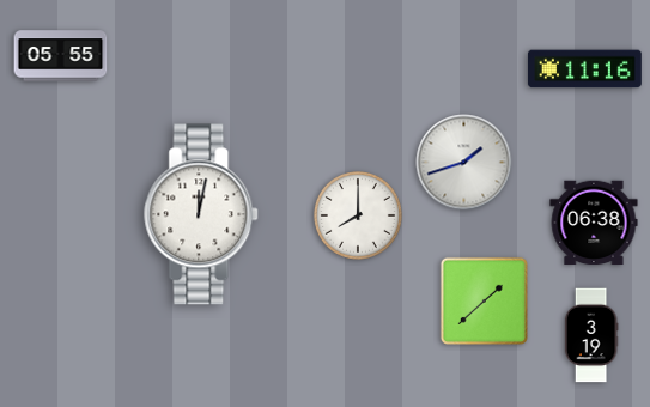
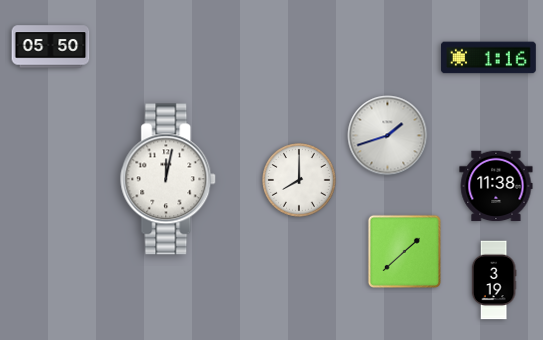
clock at (61, 56): 05:55 -> 05:50
clock at (585, 69): 11:16 -> 1:16
clock at (594, 223): 06:38 -> 11:38
